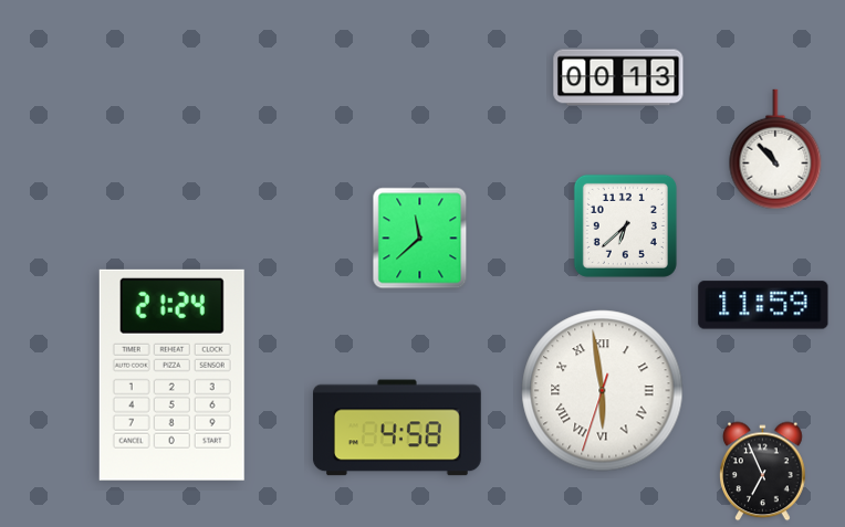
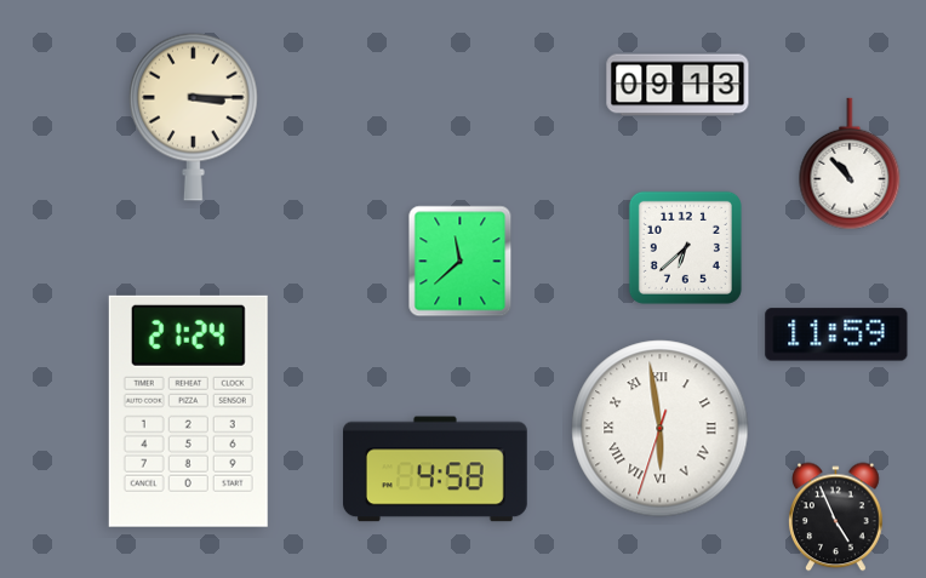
clock at (618, 77): 00:13 -> 09:13
clock at (193, 116): none -> 3:15
clock at (763, 472): 6:56 -> 4:56
